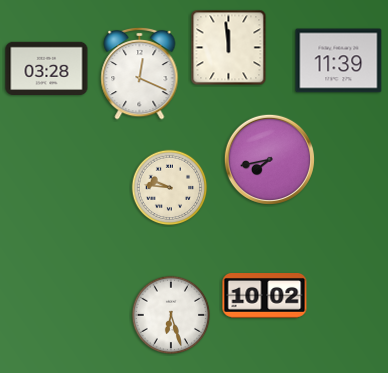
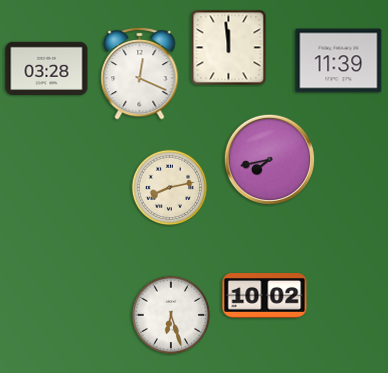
clock at (170, 188): 9:46 -> 8:13
